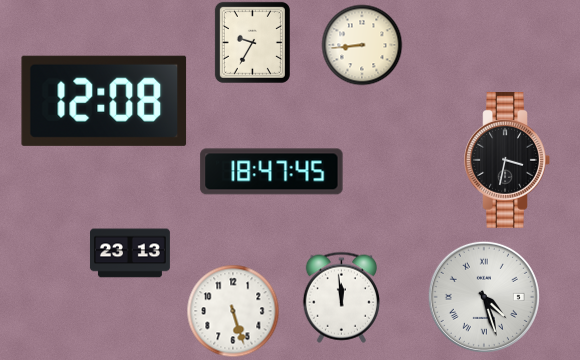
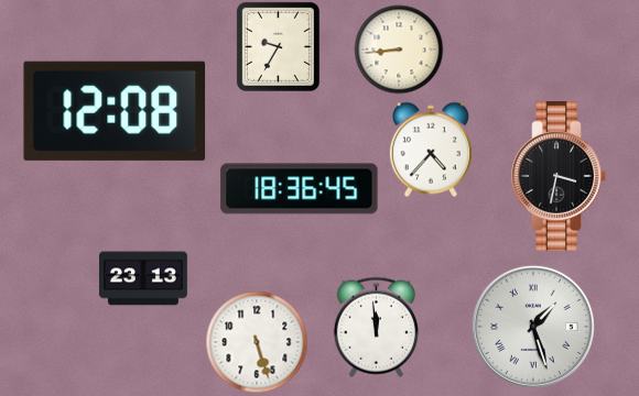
clock at (431, 150): none -> 4:37
clock at (272, 172): 18:47 -> 18:36
clock at (484, 297): 4:27 -> 1:27
